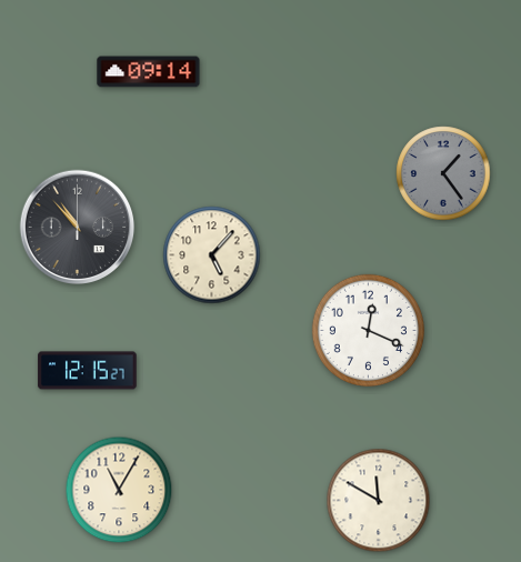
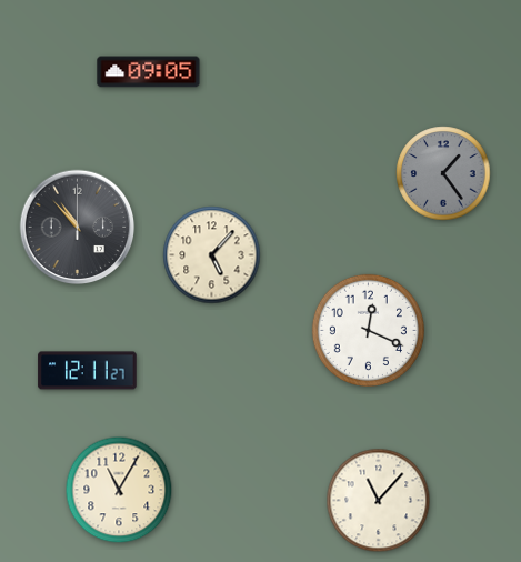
clock at (149, 72): 09:14 -> 09:05
clock at (88, 371): 12:15 -> 12:11
clock at (379, 501): 11:50 -> 11:07
